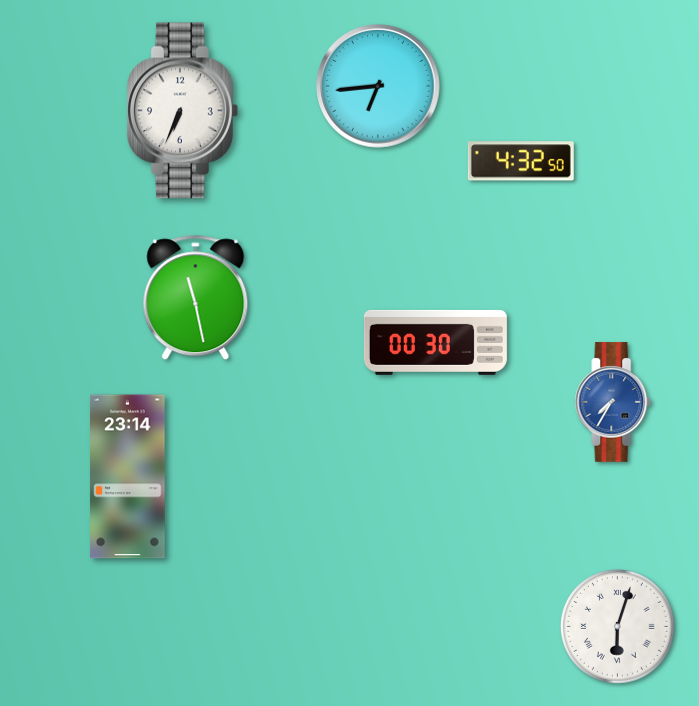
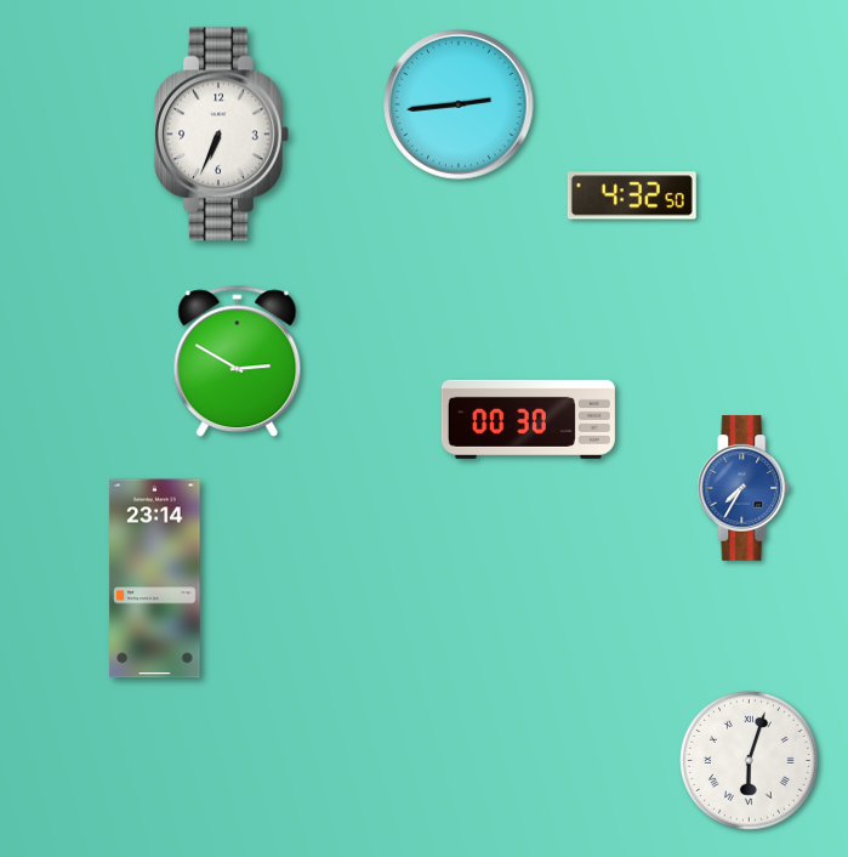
clock at (378, 86): 6:44 -> 2:44
clock at (196, 298): 11:28 -> 2:50
clock at (435, 342) position: (435, 342) -> (528, 419)
